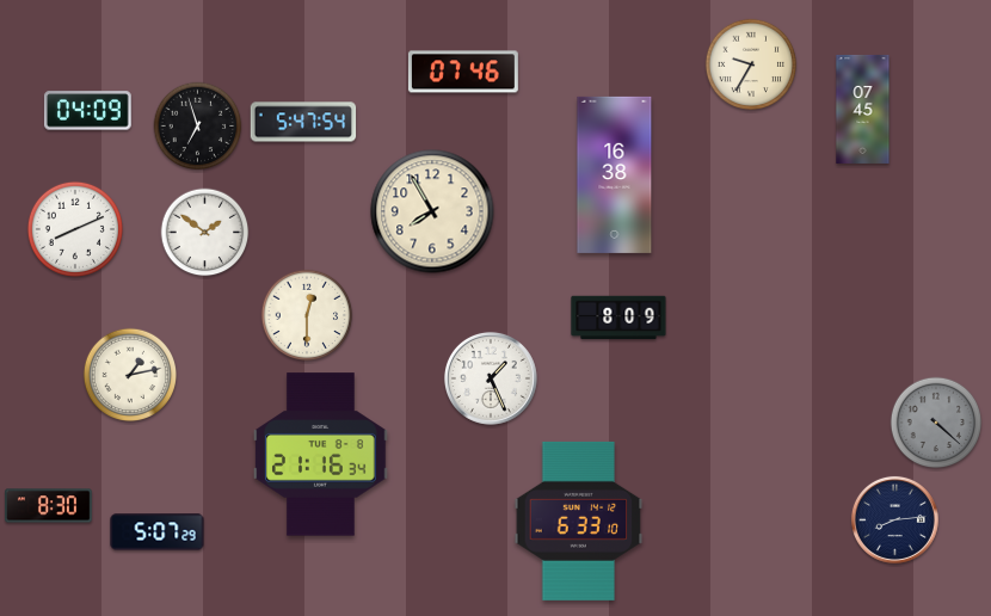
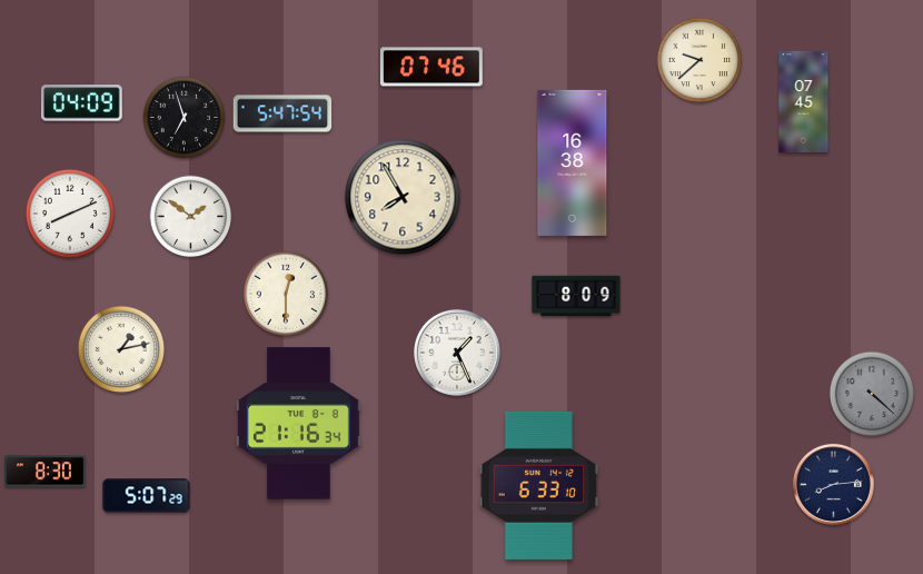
clock at (751, 64): 9:35 -> 9:38
